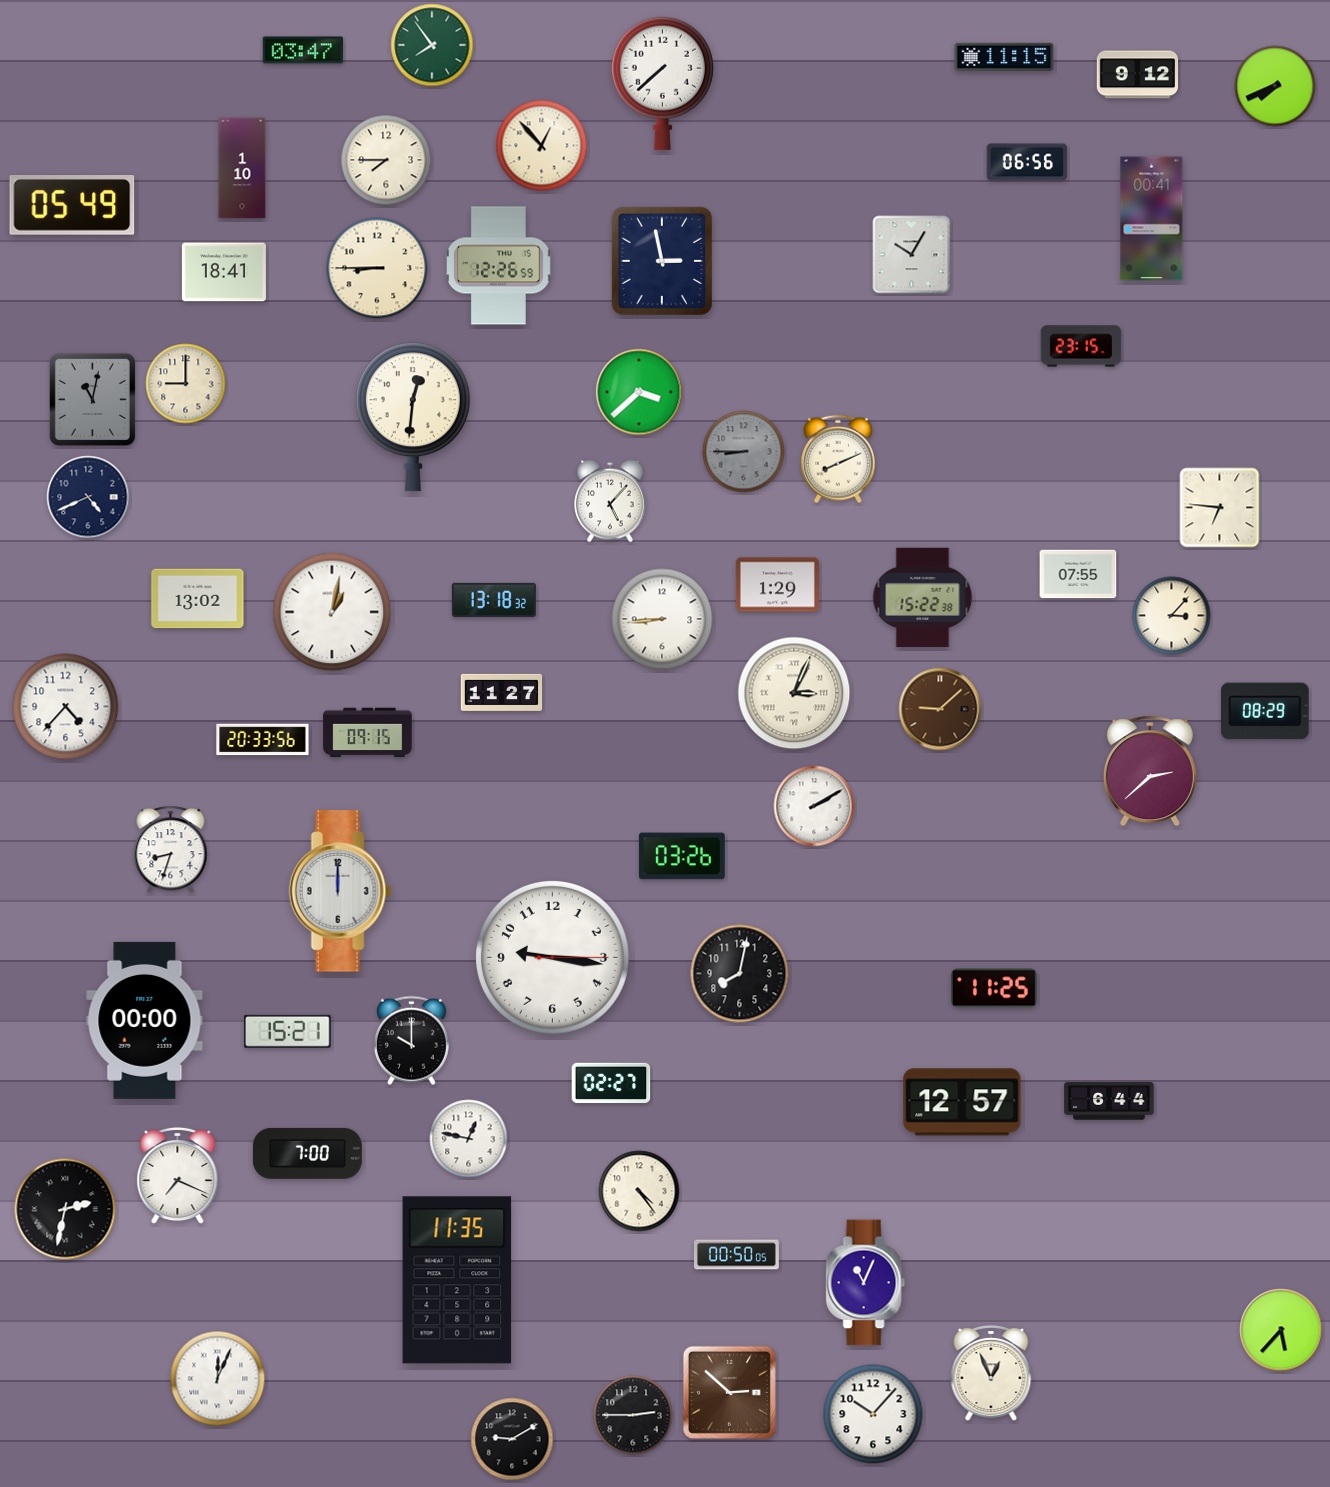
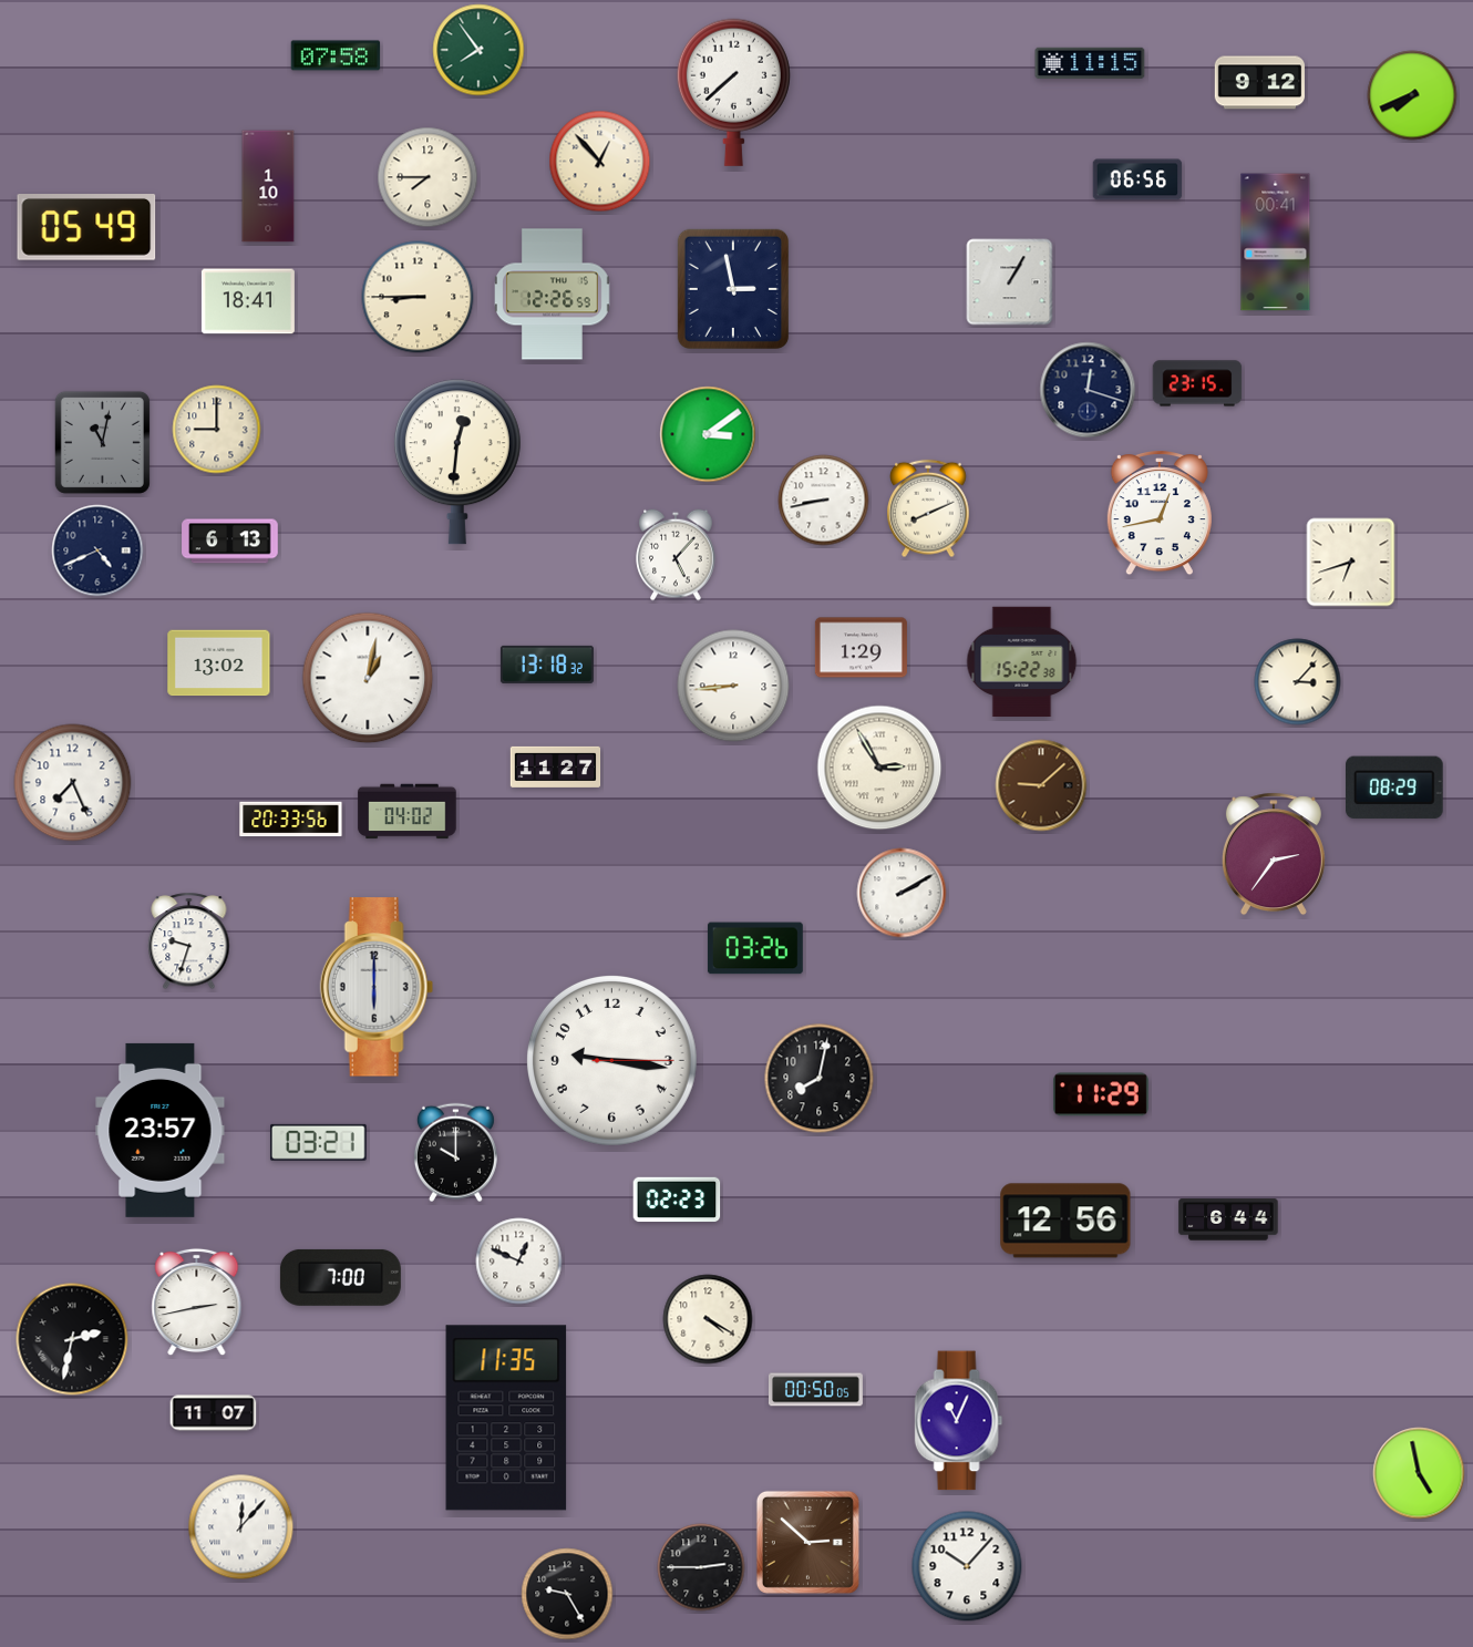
clock at (303, 50): 03:47 -> 07:58
clock at (1004, 56) position: (1004, 56) -> (1090, 62)
clock at (72, 206) position: (72, 206) -> (86, 228)
clock at (912, 255): 10:05 -> 1:05
clock at (1088, 390): none -> 12:18
clock at (186, 384) position: (186, 384) -> (217, 430)
clock at (639, 392): 3:38 -> 3:09
clock at (744, 452): 8:45 -> 8:43
clock at (744, 452) dial: grey -> white
clock at (1160, 514): none -> 12:43
clock at (230, 542): none -> 6:13
clock at (1220, 508): 6:46 -> 6:42
clock at (1078, 574): 07:55 -> none
clock at (794, 693): 3:04 -> 2:55
clock at (66, 707): 4:37 -> 7:26
clock at (1266, 711) position: (1266, 711) -> (1395, 788)
clock at (368, 733): 09:15 -> 04:02
clock at (1150, 771): 2:38 -> 2:36
clock at (171, 850): 8:33 -> 9:33
clock at (340, 891): 12:00 -> 6:00
clock at (994, 988): 11:25 -> 11:29
clock at (145, 1020): 00:00 -> 23:57
clock at (287, 1031): 15:21 -> 03:21
clock at (611, 1083): 02:27 -> 02:23
clock at (962, 1102): 12:57 -> 12:56
clock at (469, 1139): 12:47 -> 12:49
clock at (178, 1176): 7:19 -> 2:43
clock at (639, 1191): 4:24 -> 4:20
clock at (214, 1413): none -> 11:07
clock at (1281, 1330): 5:37 -> 4:58
clock at (991, 1374): 12:56 -> none
clock at (218, 1379): 12:04 -> 12:07
clock at (512, 1439): 9:10 -> 9:25
